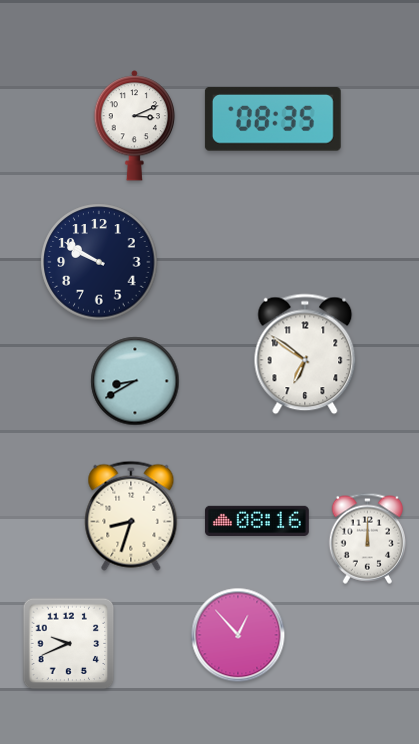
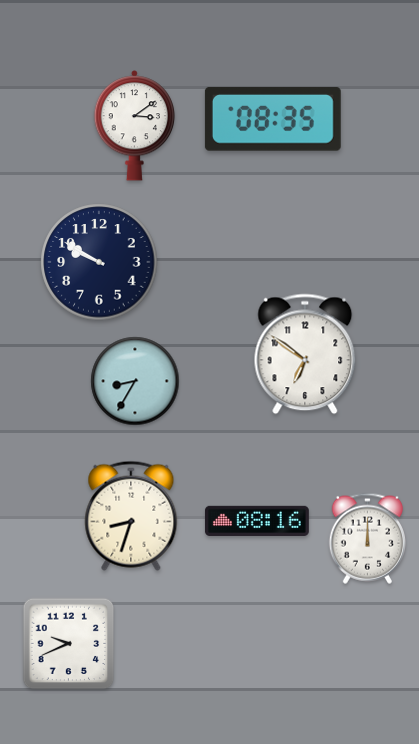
clock at (135, 126): 3:11 -> 3:09
clock at (135, 381): 8:40 -> 8:35
clock at (238, 635): 12:53 -> none
